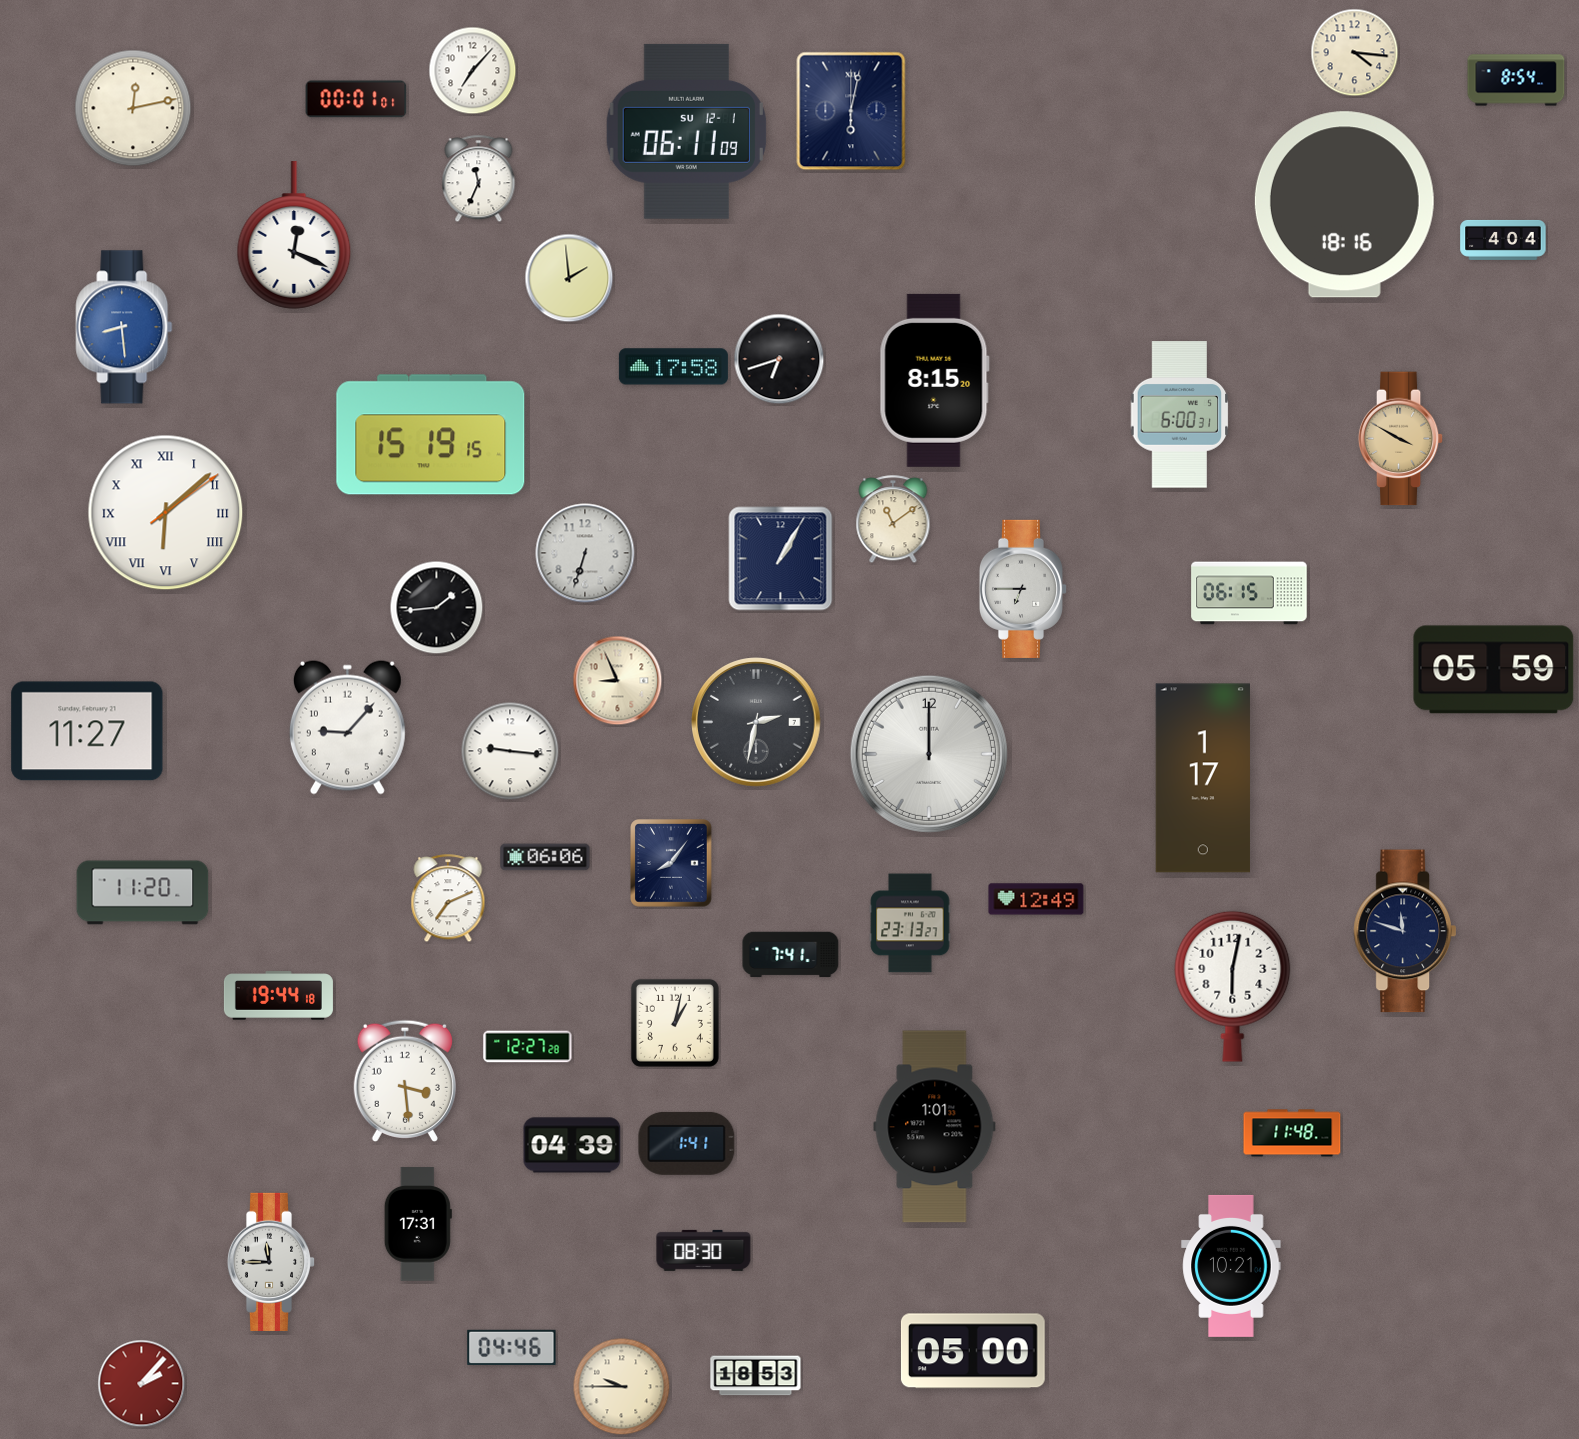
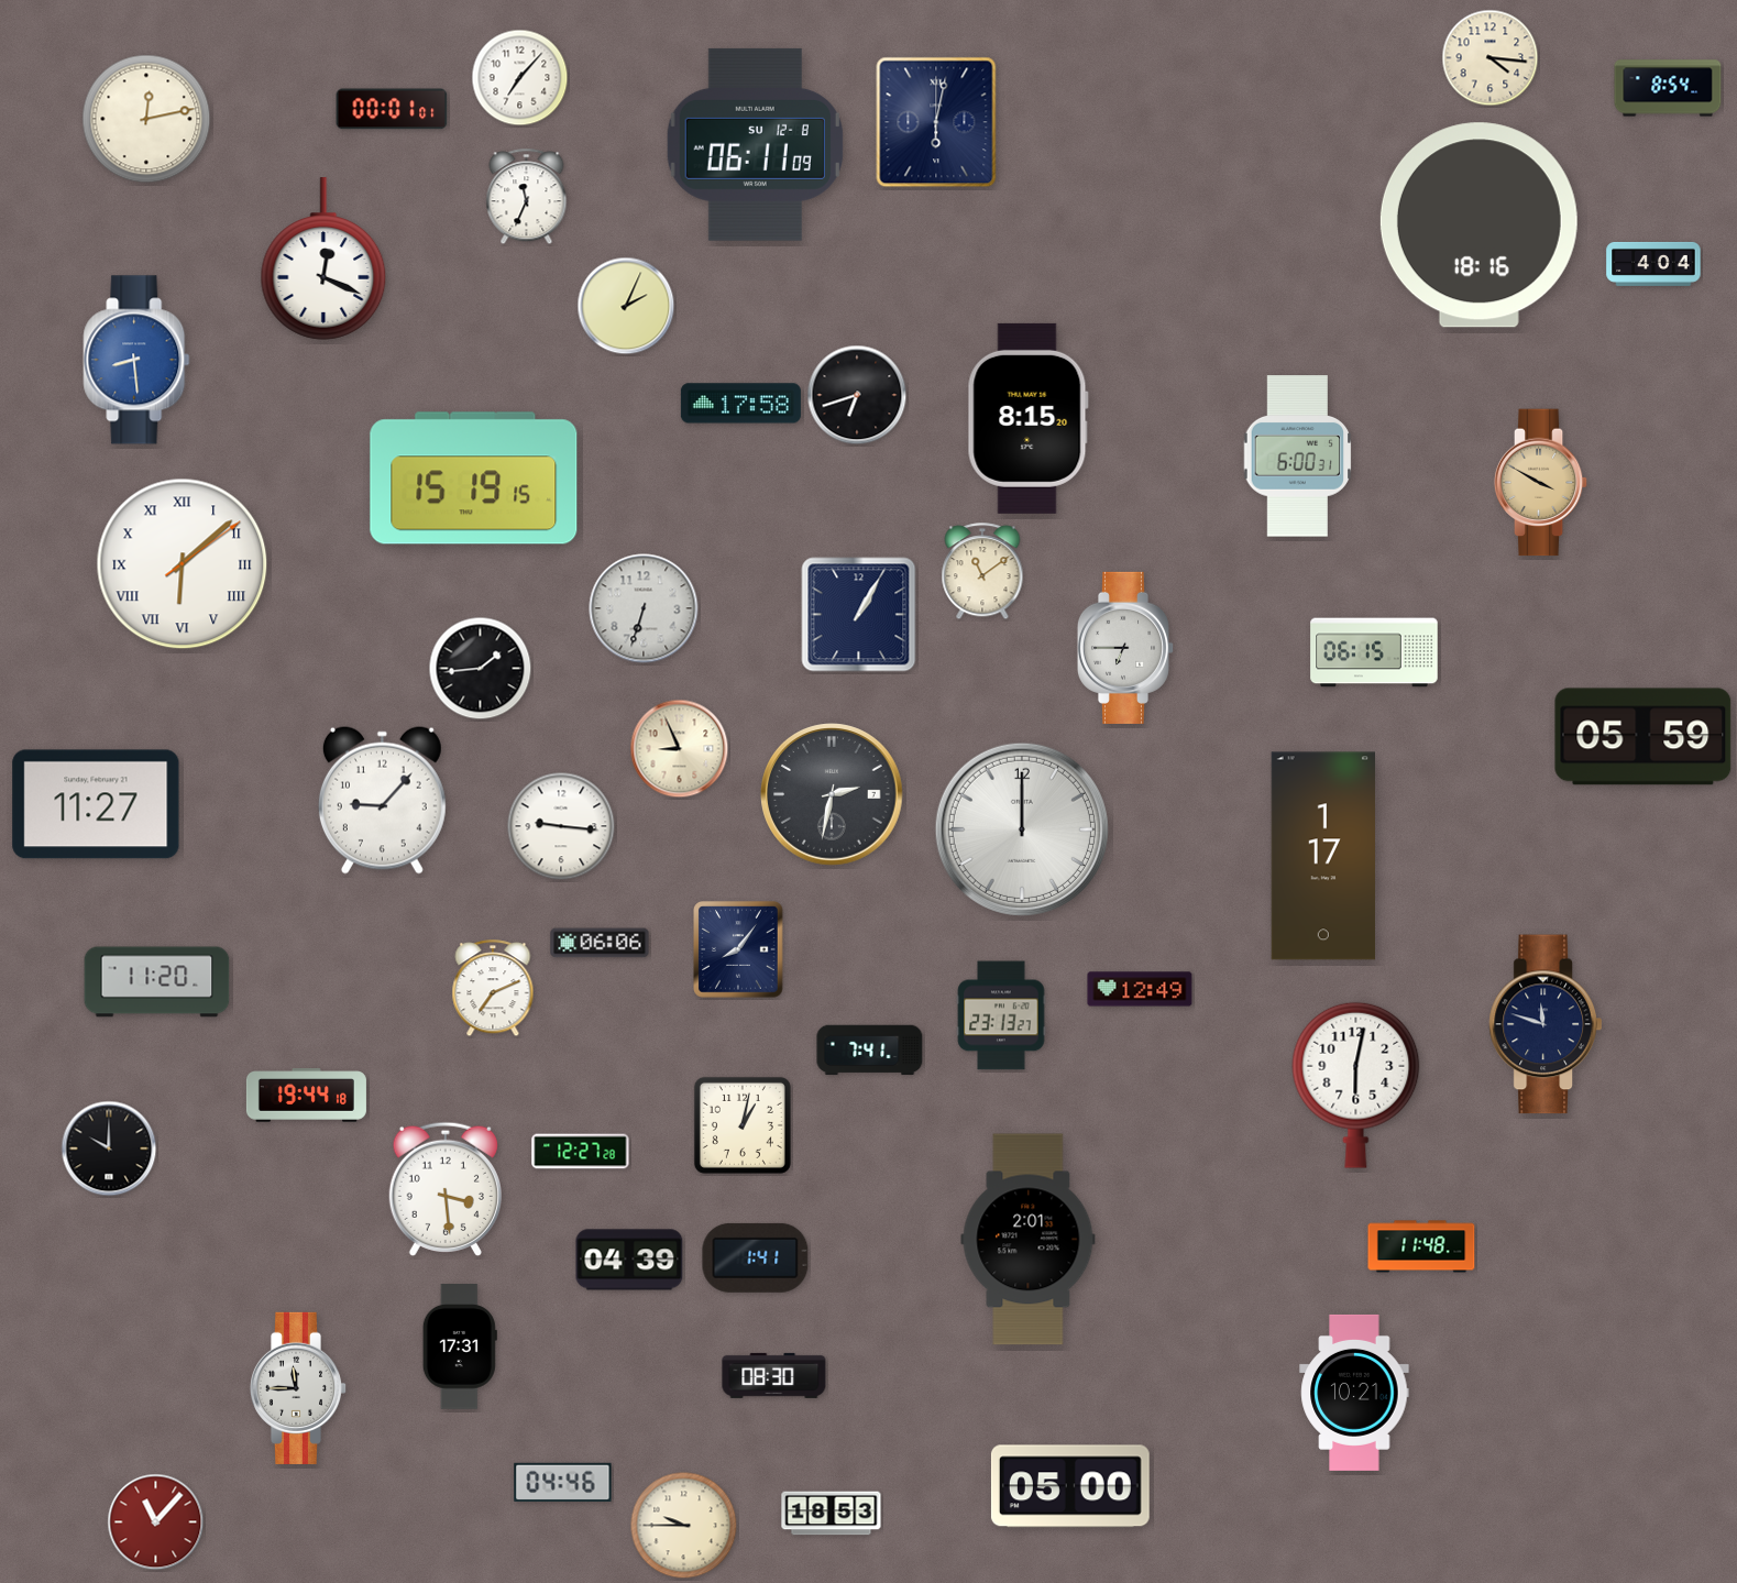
clock at (686, 131) date: SU 12-1 -> SU 12-8
clock at (569, 278): 1:59 -> 2:04
clock at (109, 1148): none -> 10:00
clock at (935, 1127): 1:01 -> 2:01
clock at (142, 1384): 2:07 -> 11:07
